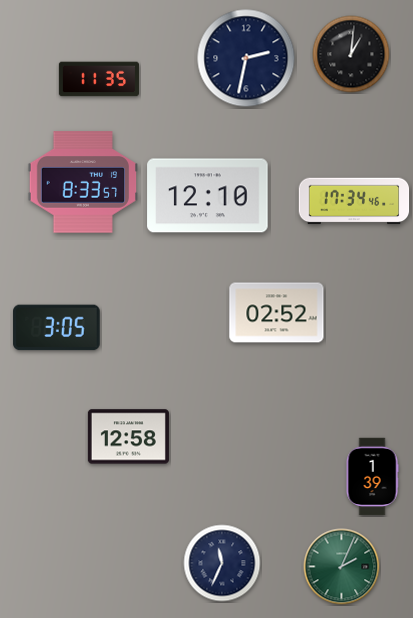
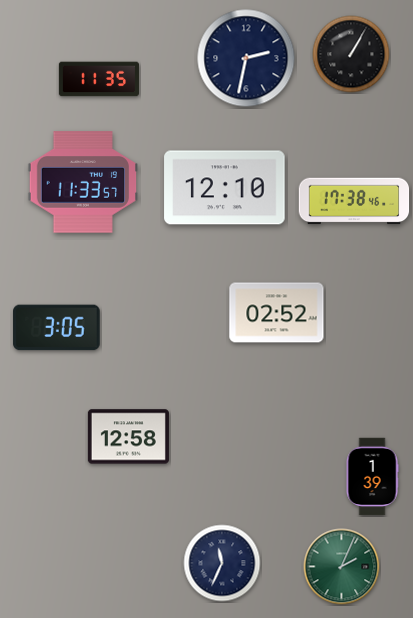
clock at (351, 54): 1:01 -> 1:05
clock at (82, 182): 8:33 -> 11:33
clock at (208, 196) position: (208, 196) -> (225, 188)
clock at (354, 201): 17:34 -> 17:38
